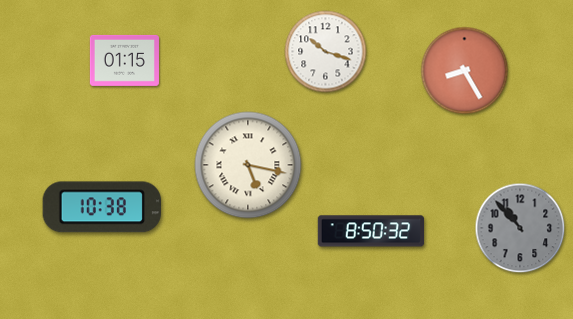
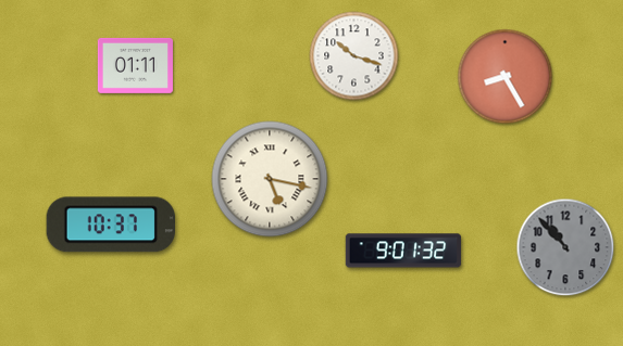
clock at (124, 60): 01:15 -> 01:11
clock at (101, 207): 10:38 -> 10:37
clock at (371, 231): 8:50 -> 9:01
